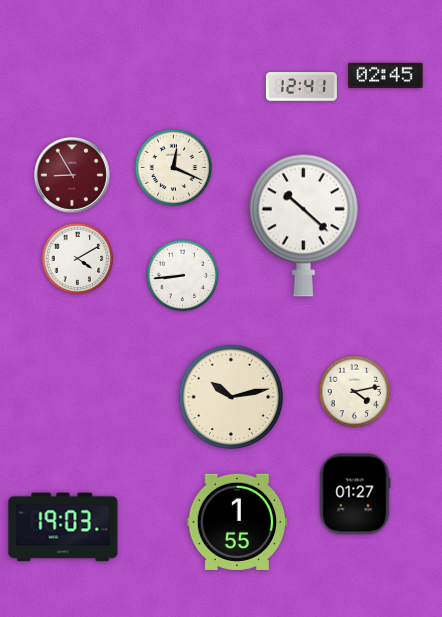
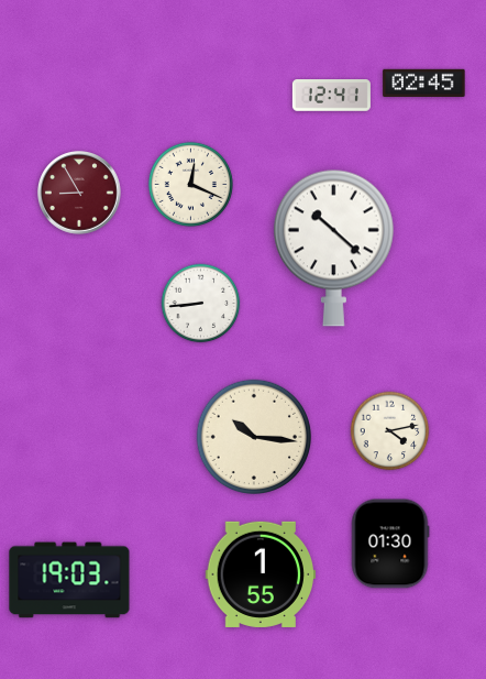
clock at (78, 259): 4:10 -> none
clock at (231, 397): 10:13 -> 10:16
clock at (355, 494): 01:27 -> 01:30
